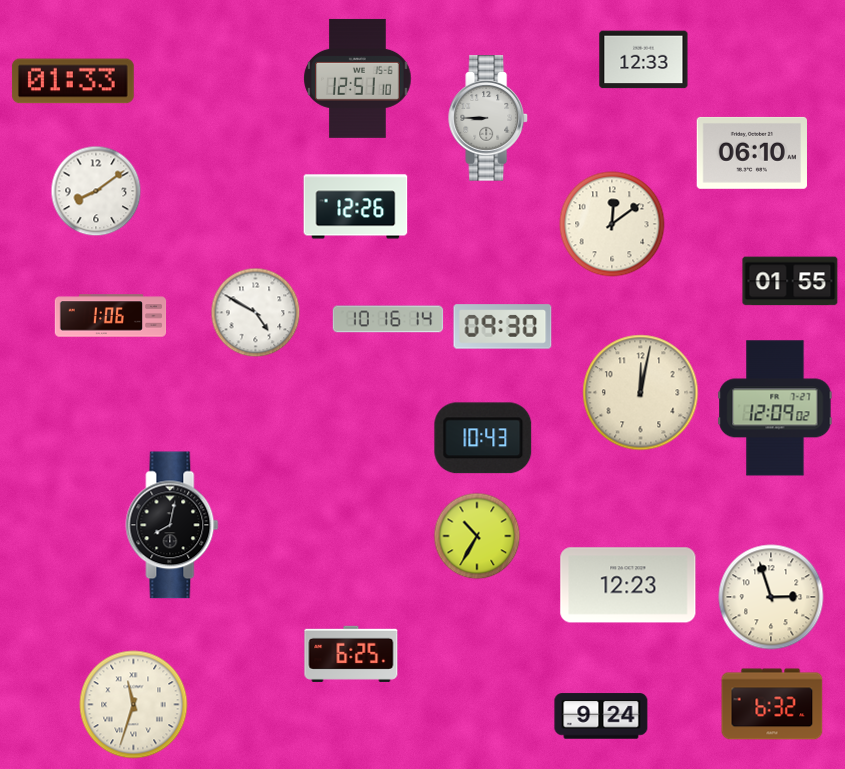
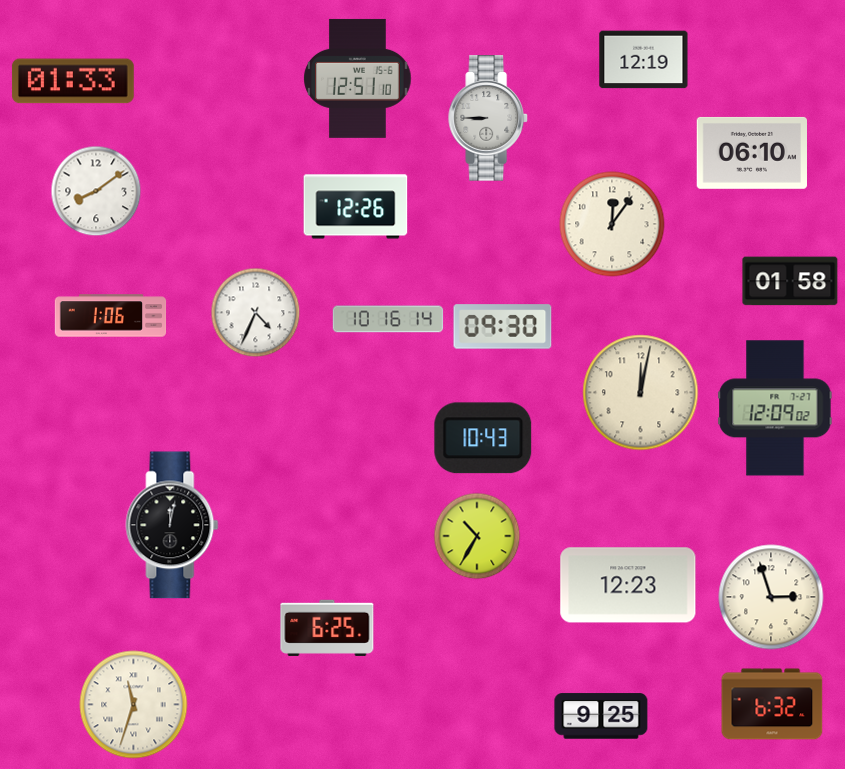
clock at (644, 60): 12:33 -> 12:19
clock at (612, 224): 12:09 -> 12:06
clock at (790, 281): 01:55 -> 01:58
clock at (255, 312): 4:50 -> 4:34
clock at (172, 525): 8:02 -> 12:02
clock at (351, 654) position: (351, 654) -> (327, 628)
clock at (601, 716): 9:24 -> 9:25
